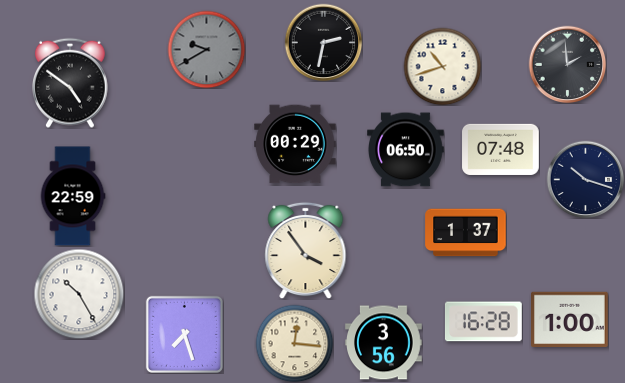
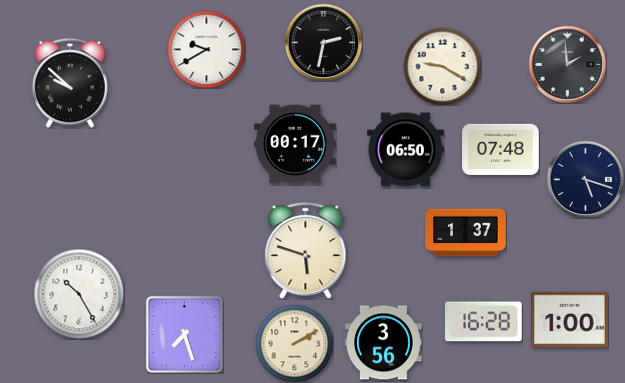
clock at (206, 49) dial: grey -> white
clock at (442, 66): 10:42 -> 9:20
clock at (71, 83): 4:51 -> 9:52
clock at (295, 144): 00:29 -> 00:17
clock at (585, 179): 10:18 -> 5:18
clock at (73, 196): 22:59 -> none
clock at (306, 250): 3:54 -> 5:48
clock at (294, 343): 12:16 -> 2:10
